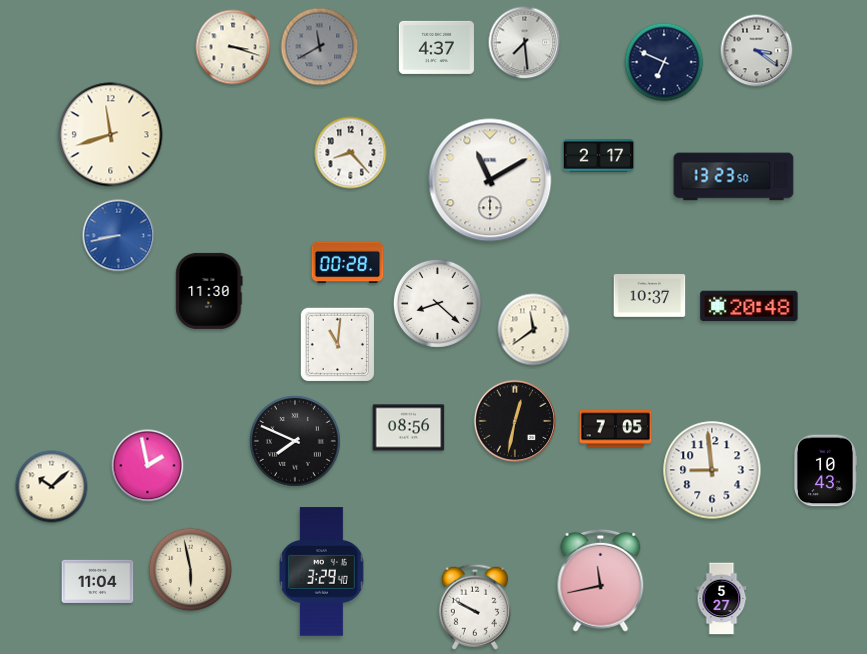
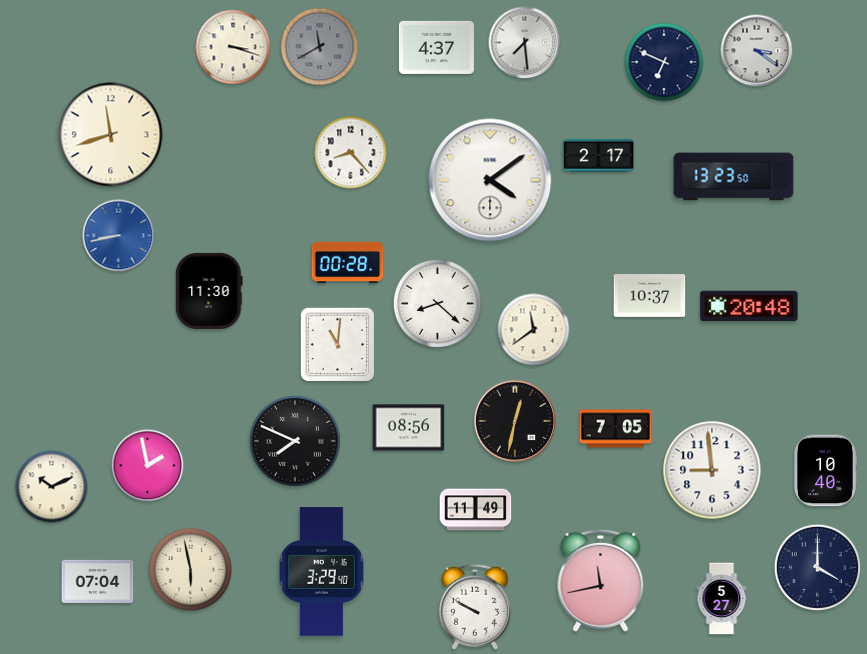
clock at (490, 180): 11:10 -> 4:09
clock at (825, 471): 10:43 -> 10:40
clock at (52, 487): 10:08 -> 10:11
clock at (476, 510): none -> 11:49
clock at (817, 567): none -> 4:00
clock at (98, 581): 11:04 -> 07:04
